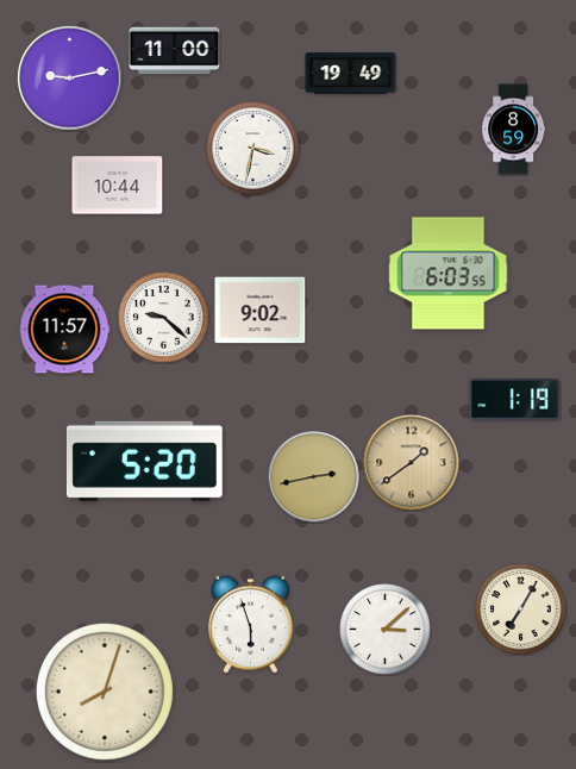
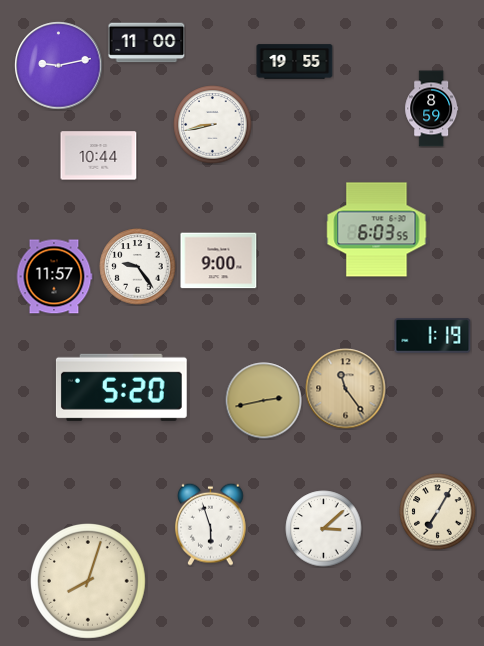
clock at (351, 74): 19:49 -> 19:55
clock at (253, 149): 3:32 -> 8:43
clock at (261, 311): 9:02 -> 9:00
clock at (164, 318): 9:22 -> 9:24
clock at (412, 463): 1:39 -> 11:24
